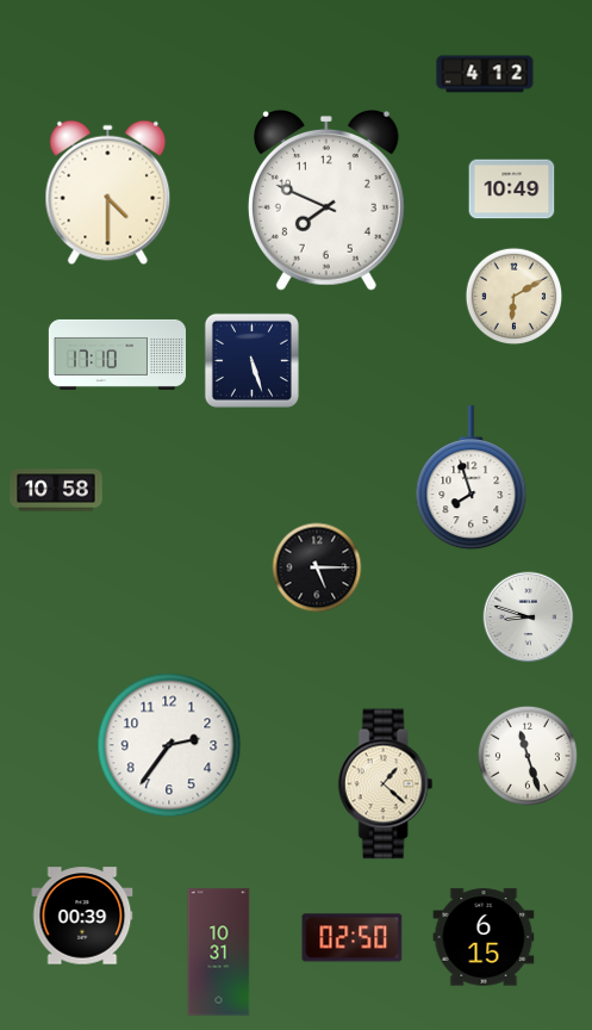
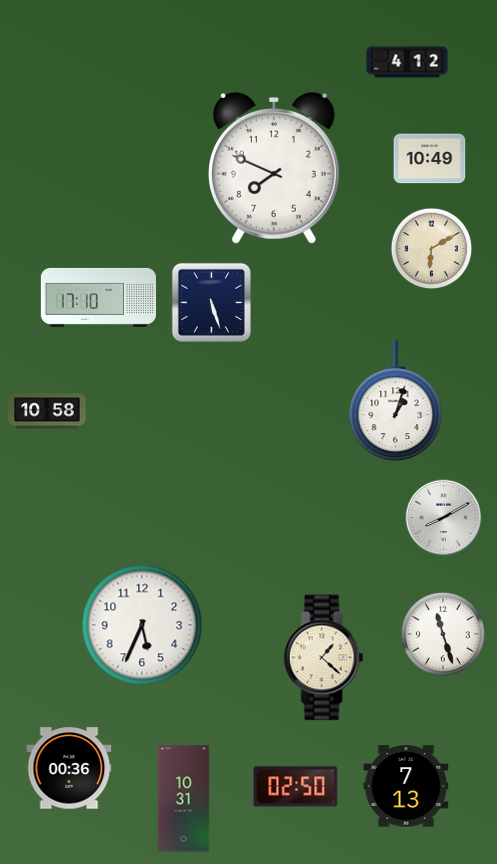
clock at (108, 193): 4:30 -> none
clock at (472, 478): 7:57 -> 1:03
clock at (317, 567): 5:15 -> none
clock at (529, 618): 8:48 -> 8:10
clock at (169, 745): 2:36 -> 5:34
clock at (82, 916): 00:39 -> 00:36
clock at (484, 937): 6:15 -> 7:13
